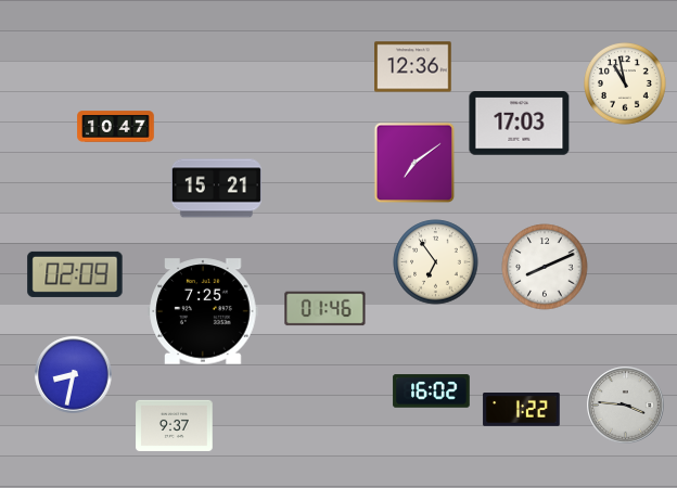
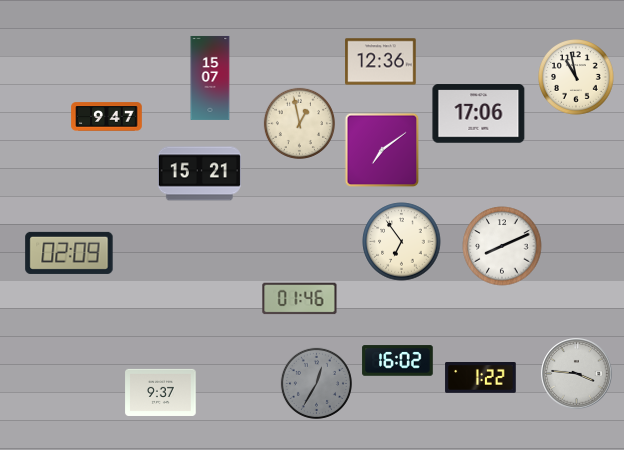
clock at (210, 78): none -> 15:07
clock at (520, 124): 17:03 -> 17:06
clock at (116, 127): 10:47 -> 9:47
clock at (299, 123): none -> 12:58
clock at (325, 309) position: (325, 309) -> (300, 299)
clock at (203, 311): 7:25 -> none
clock at (74, 375): 8:32 -> none
clock at (316, 383): none -> 12:35
